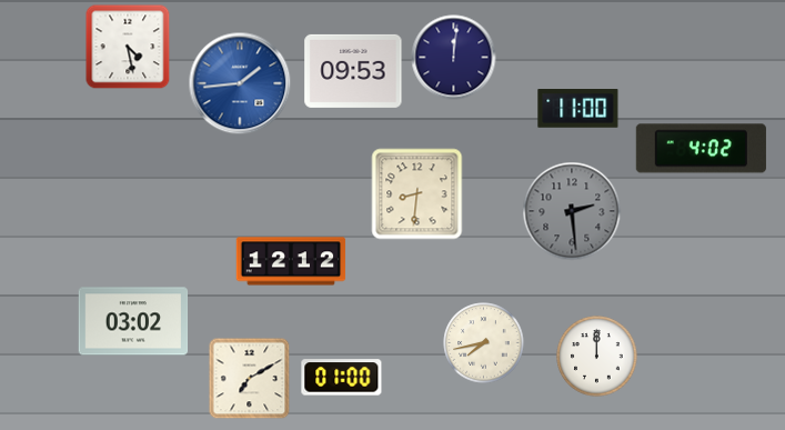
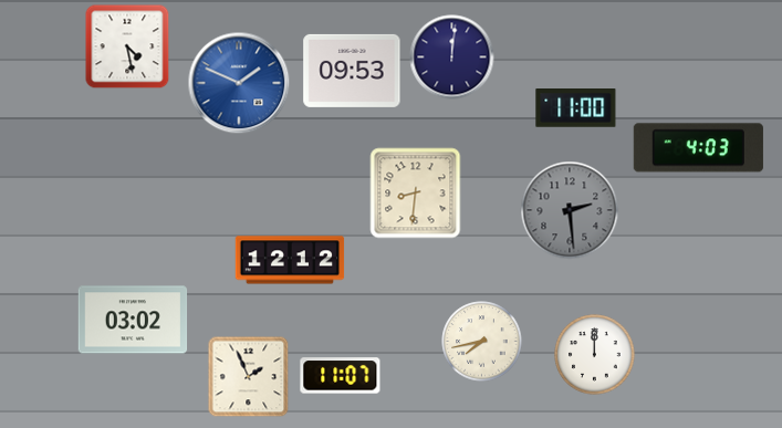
clock at (240, 83): 1:44 -> 1:49
clock at (701, 149): 4:02 -> 4:03
clock at (342, 378): 01:00 -> 11:07
clock at (250, 379): 7:10 -> 1:56
